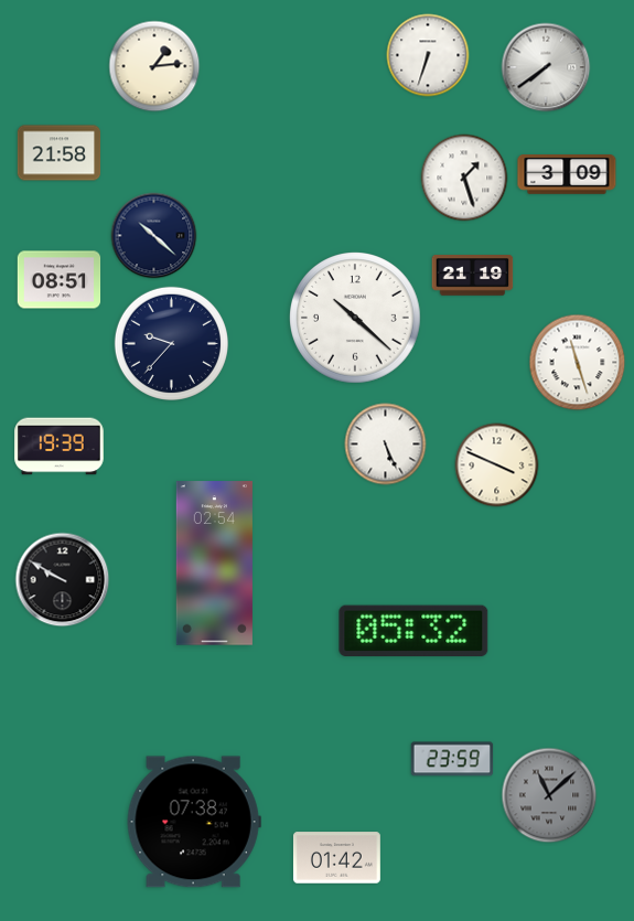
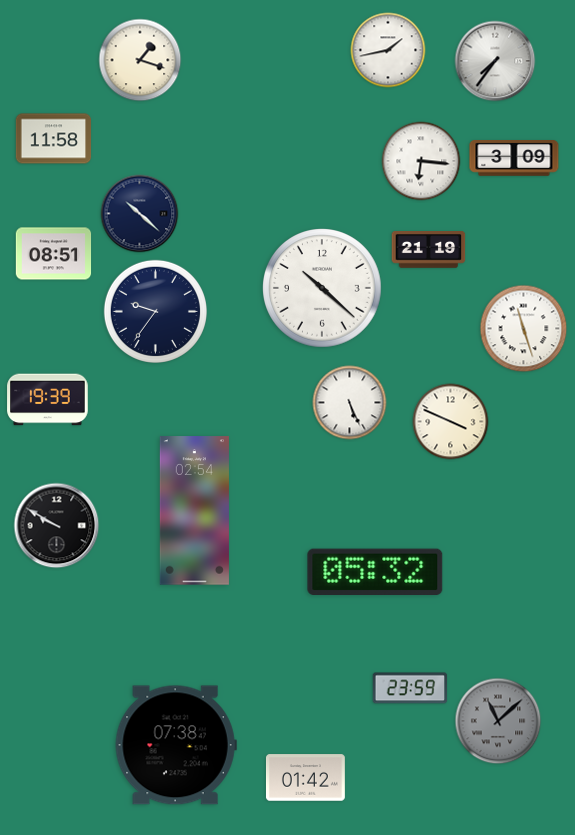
clock at (428, 55): 6:33 -> 1:43
clock at (154, 66): 1:14 -> 1:18
clock at (546, 67): 7:39 -> 7:36
clock at (60, 153): 21:58 -> 11:58
clock at (464, 178): 1:27 -> 6:16
clock at (171, 343): 9:37 -> 9:36
clock at (60, 447) position: (60, 447) -> (48, 400)
